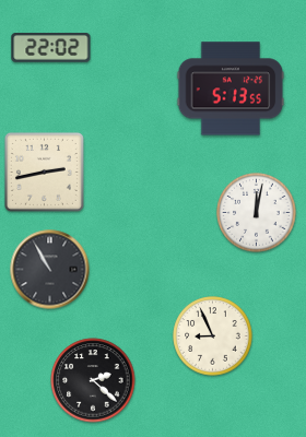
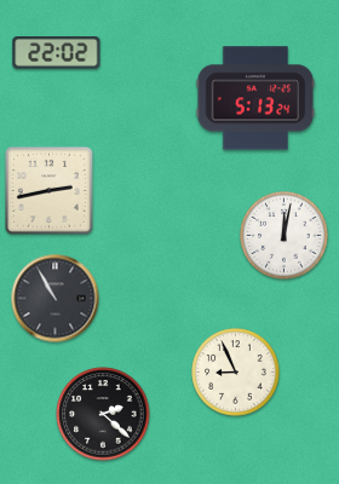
clock at (231, 88): 5:13:55 -> 5:13:24
clock at (93, 380) position: (93, 380) -> (103, 414)
